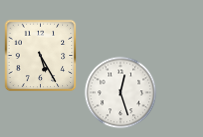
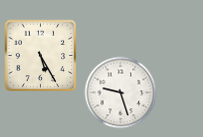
clock at (121, 93): 12:27 -> 9:27
